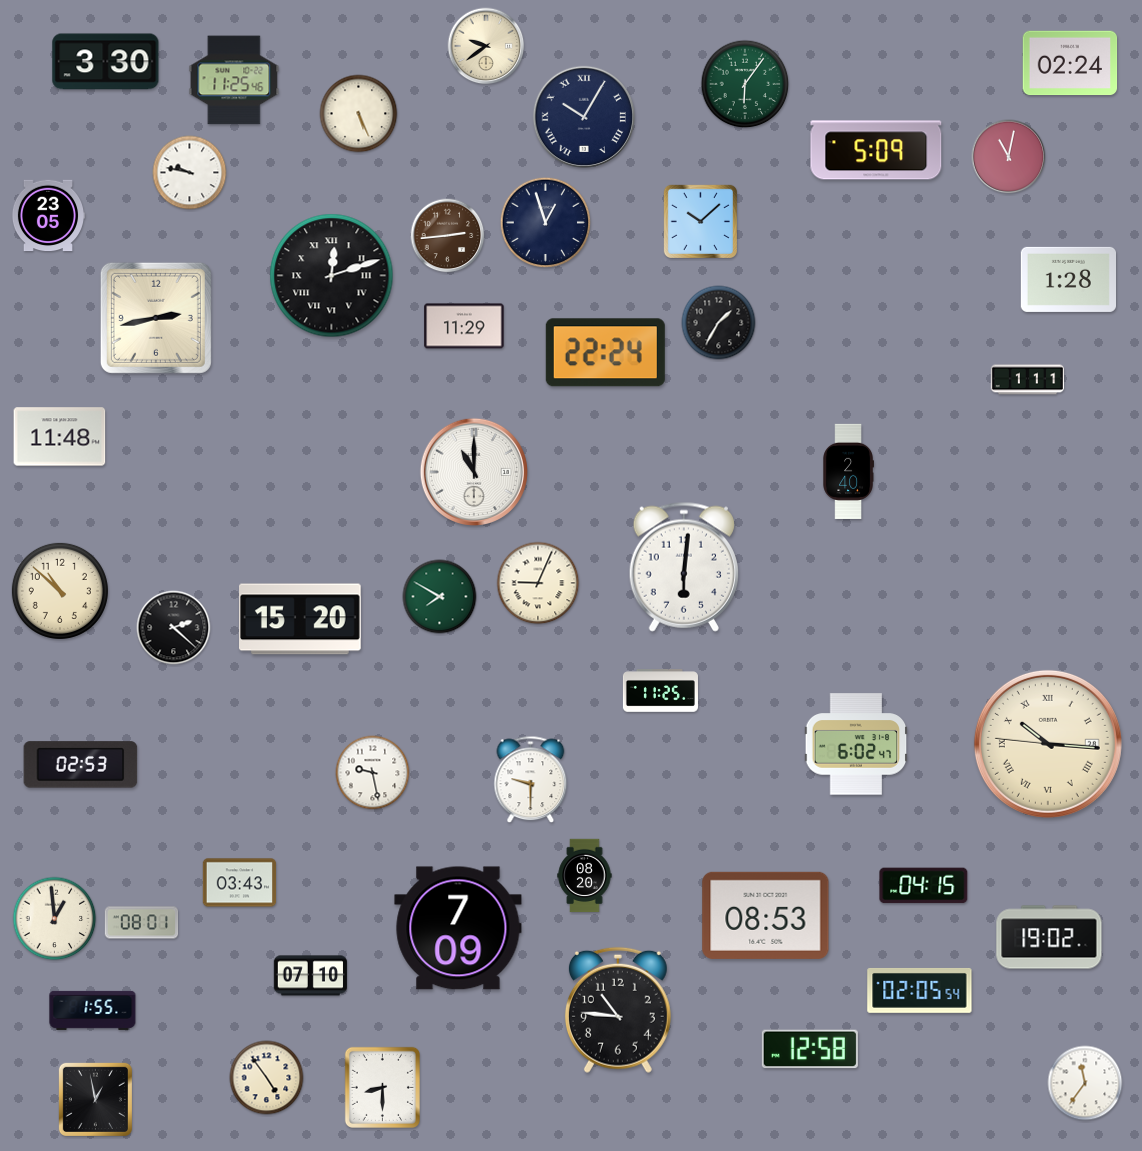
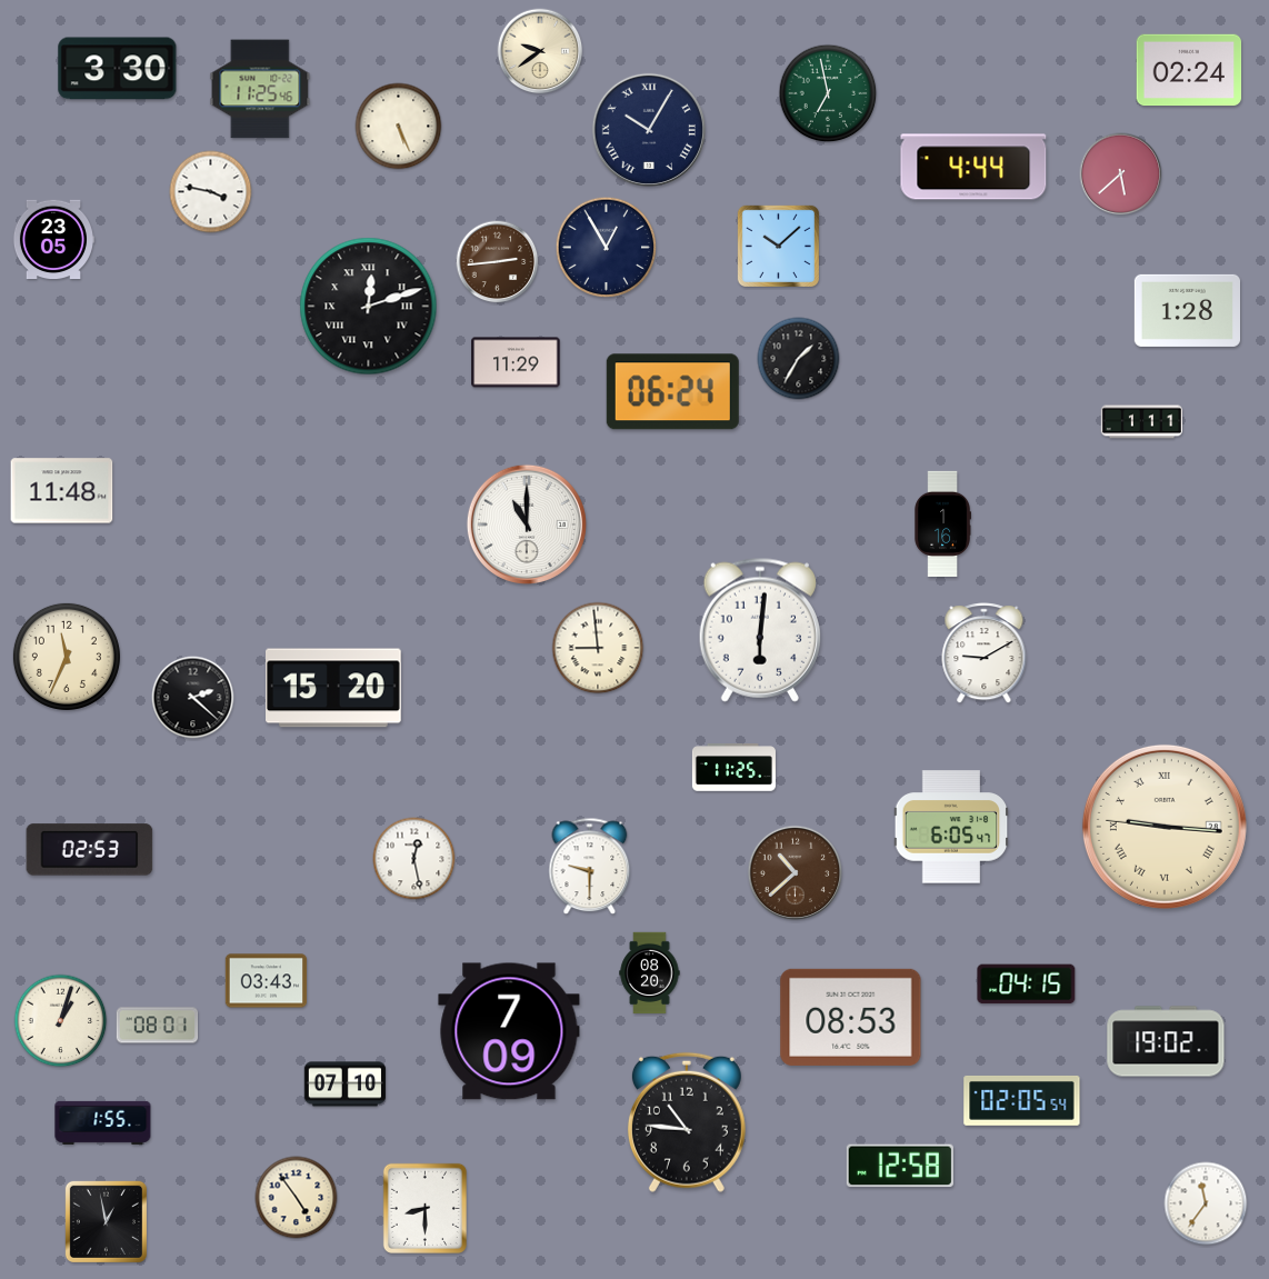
clock at (745, 84): 6:06 -> 6:58
clock at (876, 150): 5:09 -> 4:44
clock at (1009, 157): 11:02 -> 5:38
clock at (190, 173): 9:47 -> 3:47
clock at (546, 223): 12:57 -> 12:55
clock at (156, 318): 2:43 -> none
clock at (605, 353): 22:24 -> 06:24
clock at (60, 437) position: (60, 437) -> (62, 491)
clock at (848, 471): 2:40 -> 1:16
clock at (538, 583): 9:04 -> 8:59
clock at (985, 653): none -> 9:10
clock at (60, 591): 10:52 -> 11:34
clock at (440, 597): 7:50 -> none
clock at (856, 744): 6:02 -> 6:05
clock at (1048, 744): 10:15 -> 9:15
clock at (373, 773): 9:28 -> 12:28
clock at (796, 873): none -> 10:38
clock at (55, 919): 12:59 -> 1:03
